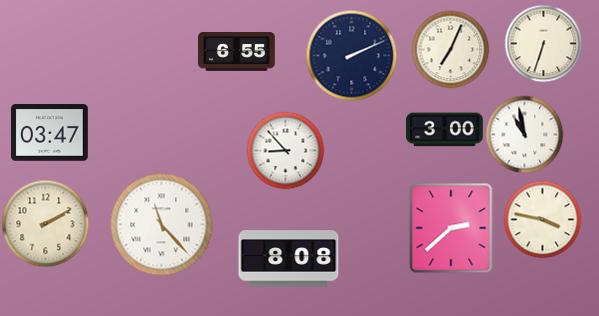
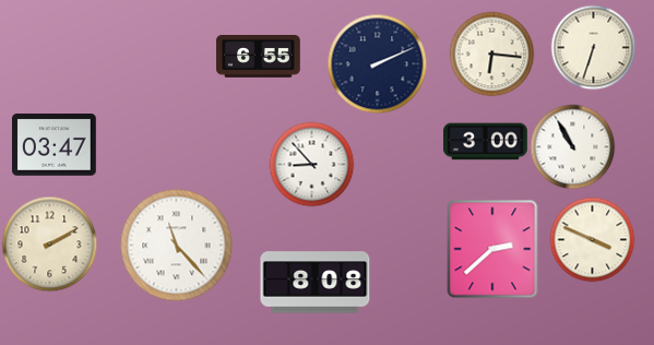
clock at (450, 49): 7:04 -> 6:16
clock at (351, 55) position: (351, 55) -> (377, 63)
clock at (524, 134): 10:58 -> 10:55
clock at (542, 219): 3:47 -> 3:49
